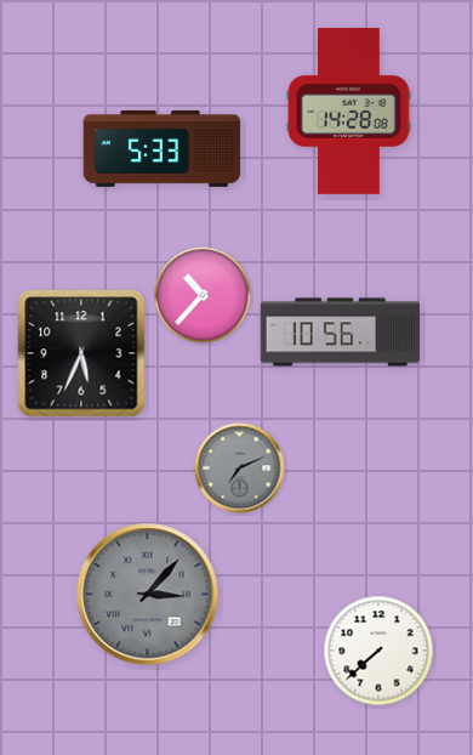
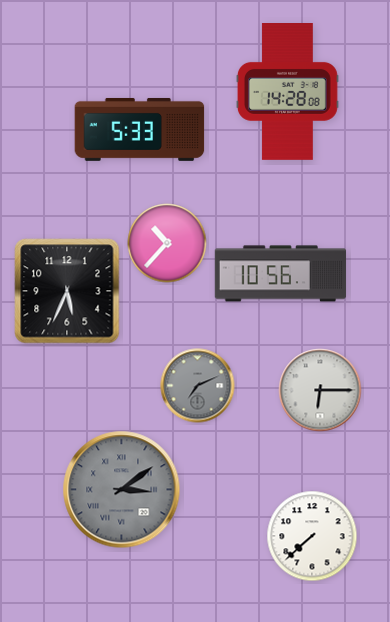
clock at (163, 148) position: (163, 148) -> (140, 129)
clock at (320, 390): none -> 6:15
clock at (148, 595): 3:07 -> 3:09
